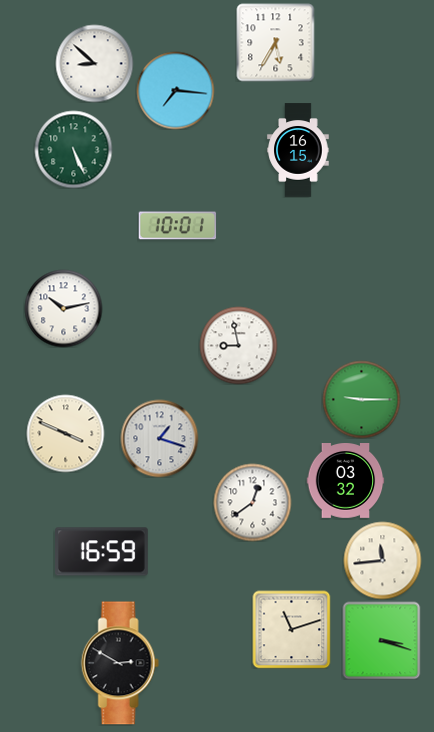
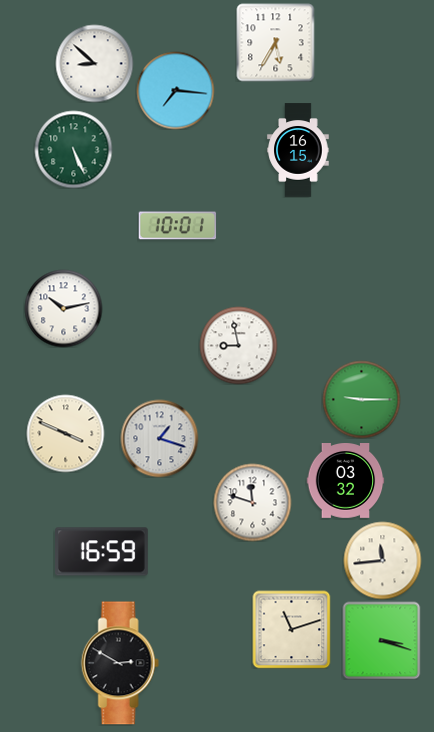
clock at (252, 502): 12:39 -> 11:48
